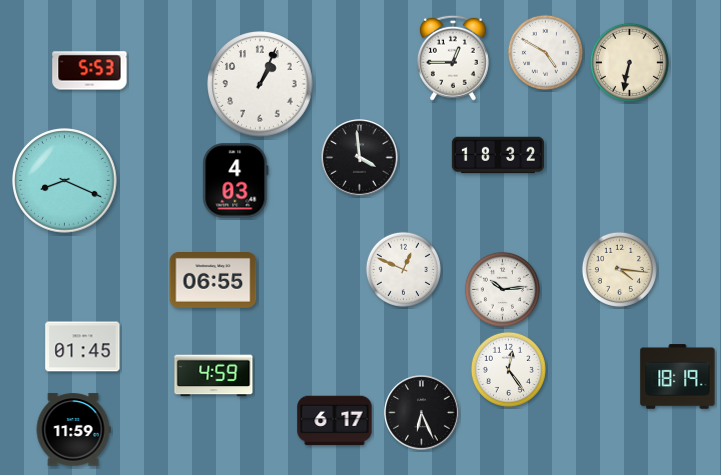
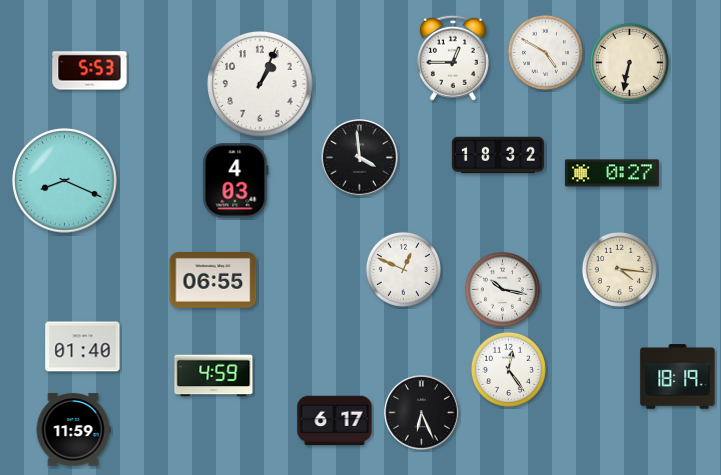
clock at (612, 173): none -> 0:27
clock at (502, 289): 10:14 -> 10:17
clock at (83, 347): 01:45 -> 01:40
